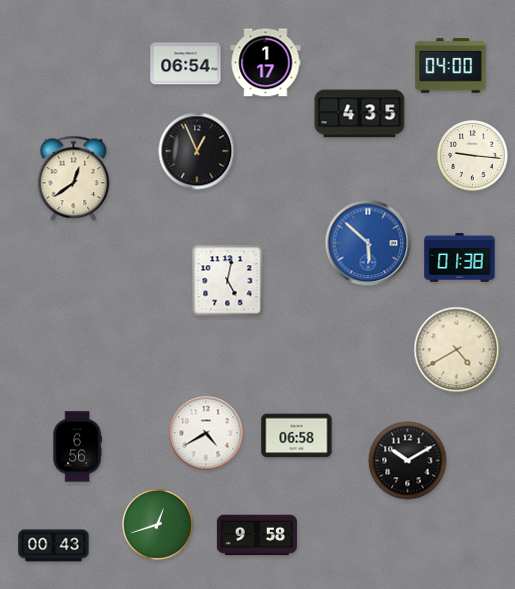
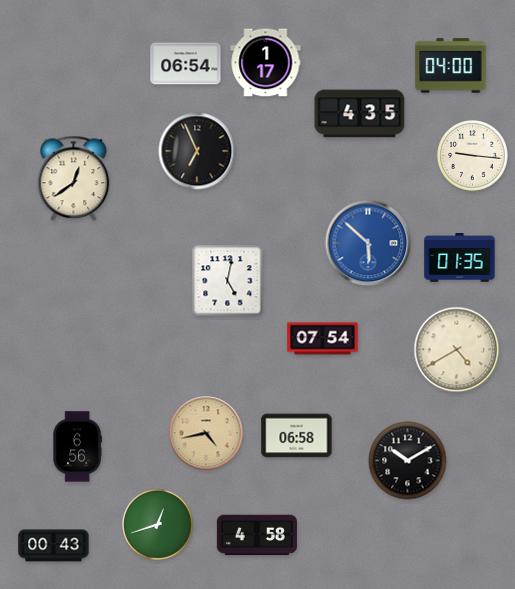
clock at (197, 151): 12:56 -> 6:56
clock at (460, 257): 01:38 -> 01:35
clock at (323, 339): none -> 07:54
clock at (206, 433): 4:40 -> 4:43
clock at (206, 433) dial: white -> champagne
clock at (257, 535): 9:58 -> 4:58
